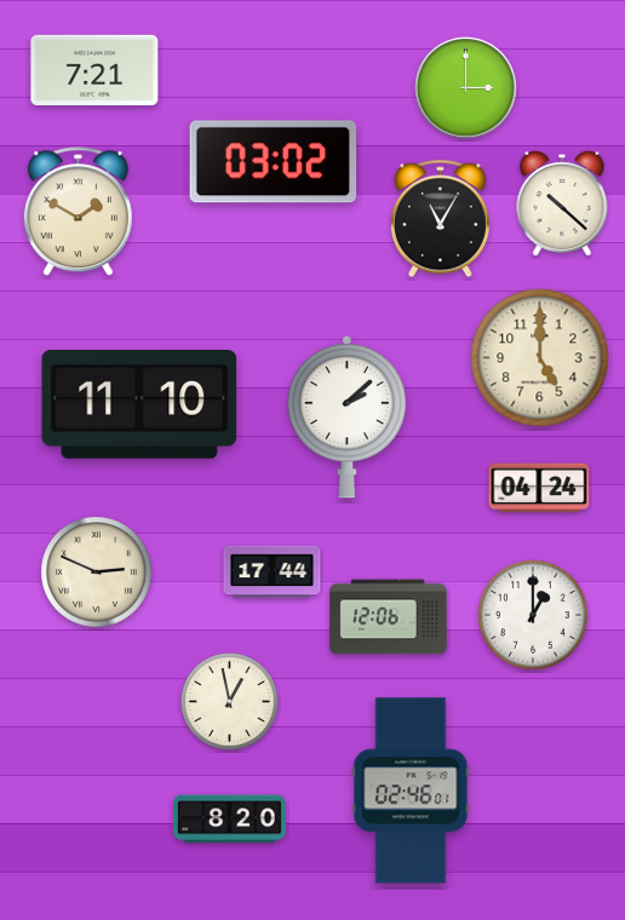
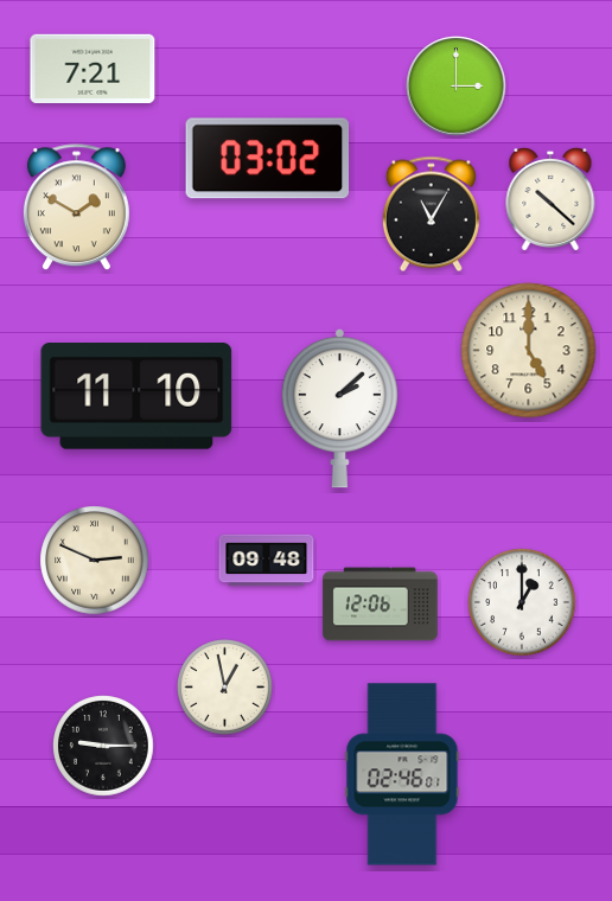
clock at (539, 488): 04:24 -> none
clock at (273, 573): 17:44 -> 09:48
clock at (103, 746): none -> 9:15
clock at (229, 820): 8:20 -> none
